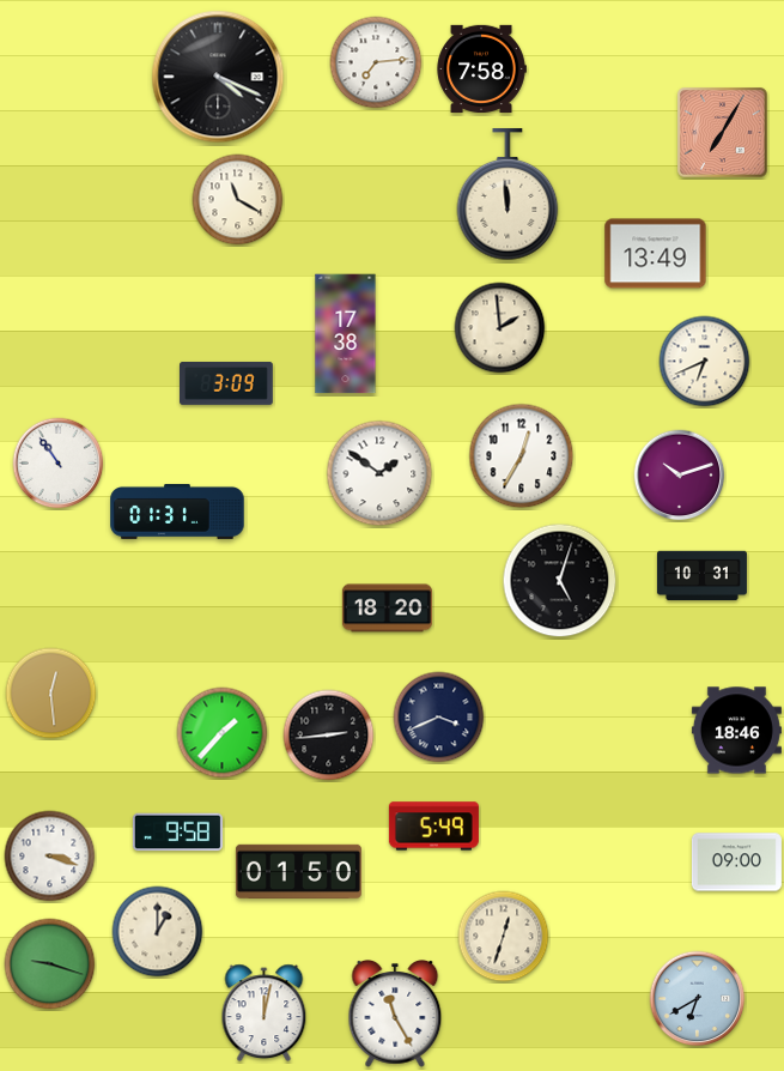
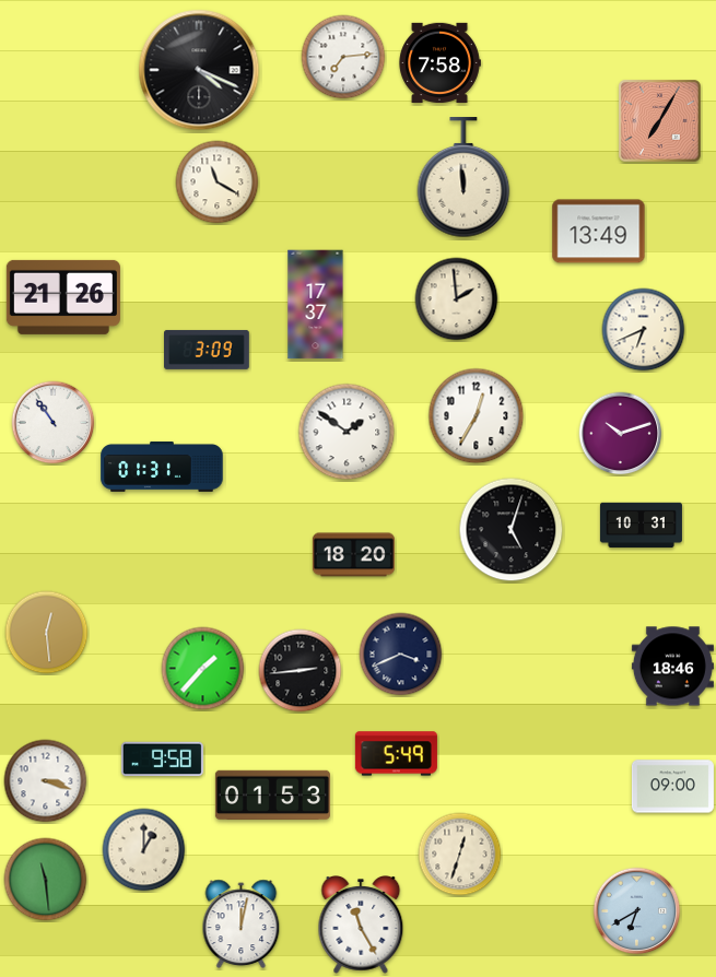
clock at (63, 297): none -> 21:26
clock at (346, 334): 17:38 -> 17:37
clock at (298, 872): 01:50 -> 01:53
clock at (50, 964): 9:18 -> 11:29
